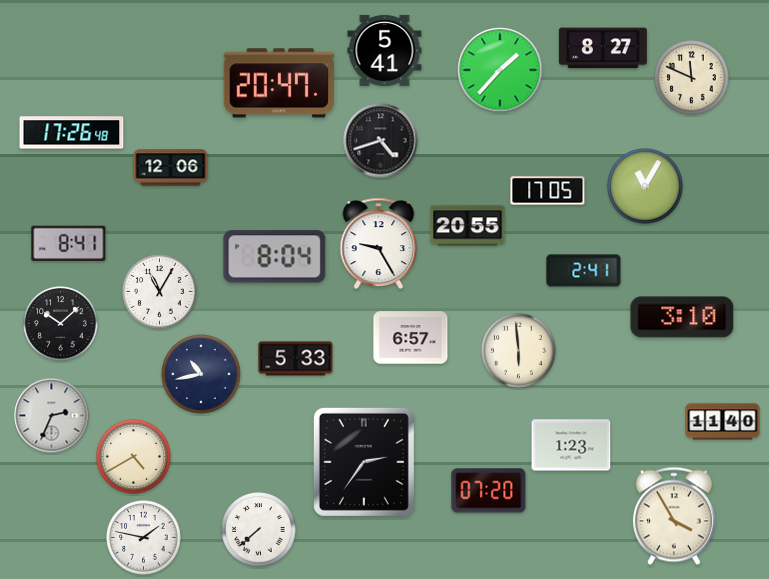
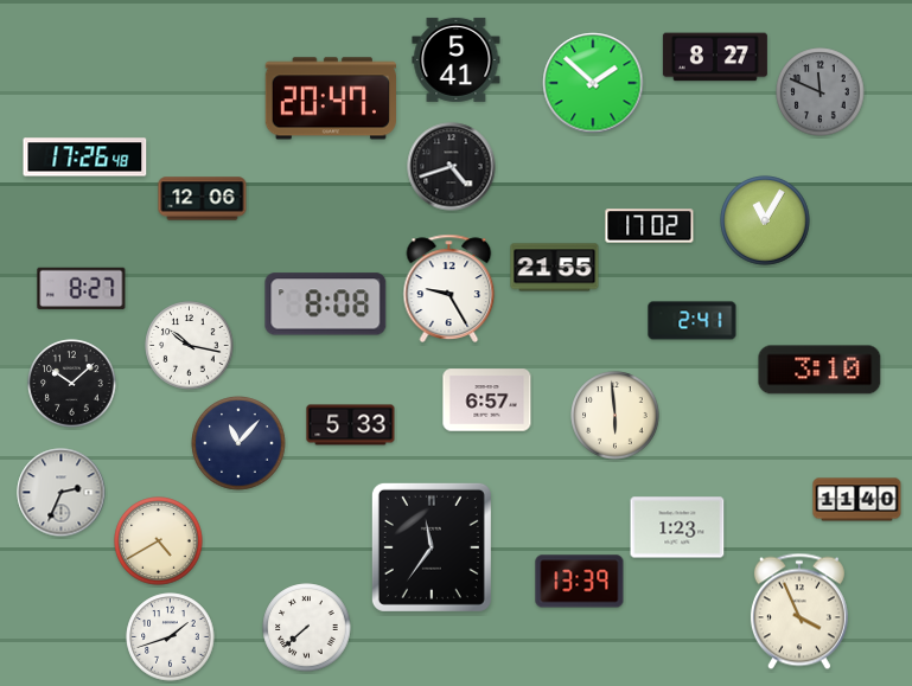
clock at (500, 70): 1:37 -> 1:52
clock at (692, 78) dial: cream -> grey
clock at (548, 191): 17:05 -> 17:02
clock at (468, 226): 20:55 -> 21:55
clock at (69, 243): 8:41 -> 8:27
clock at (275, 257): 8:04 -> 8:08
clock at (160, 292): 11:05 -> 10:17
clock at (682, 317) position: (682, 317) -> (819, 370)
clock at (201, 374): 10:43 -> 11:07
clock at (364, 462): 2:36 -> 11:36
clock at (489, 491): 07:20 -> 13:39
clock at (674, 516): 3:55 -> 3:56
clock at (144, 538): 1:47 -> 1:42
